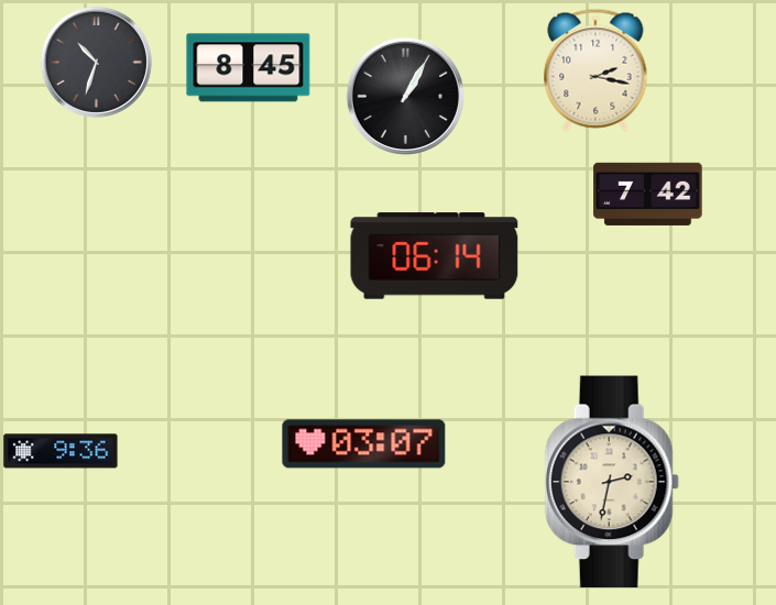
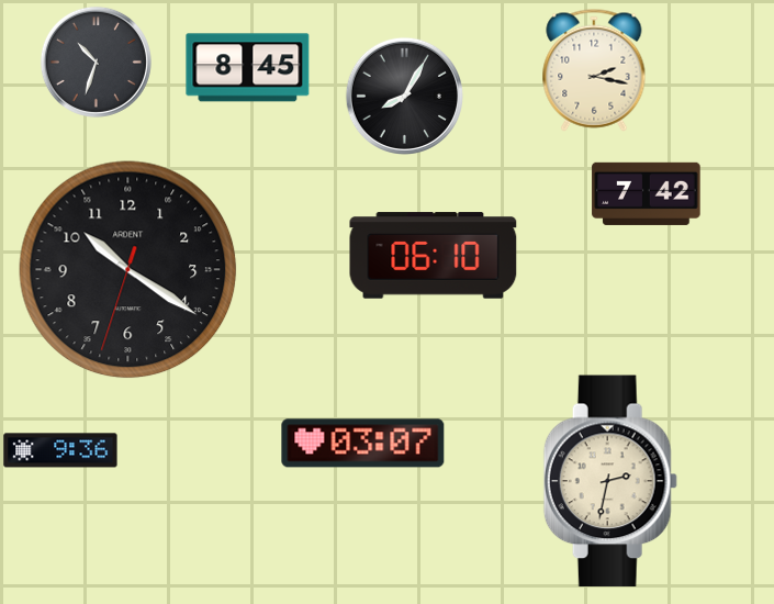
clock at (405, 96): 1:05 -> 8:05
clock at (435, 256): 06:14 -> 06:10
clock at (128, 270): none -> 10:20
